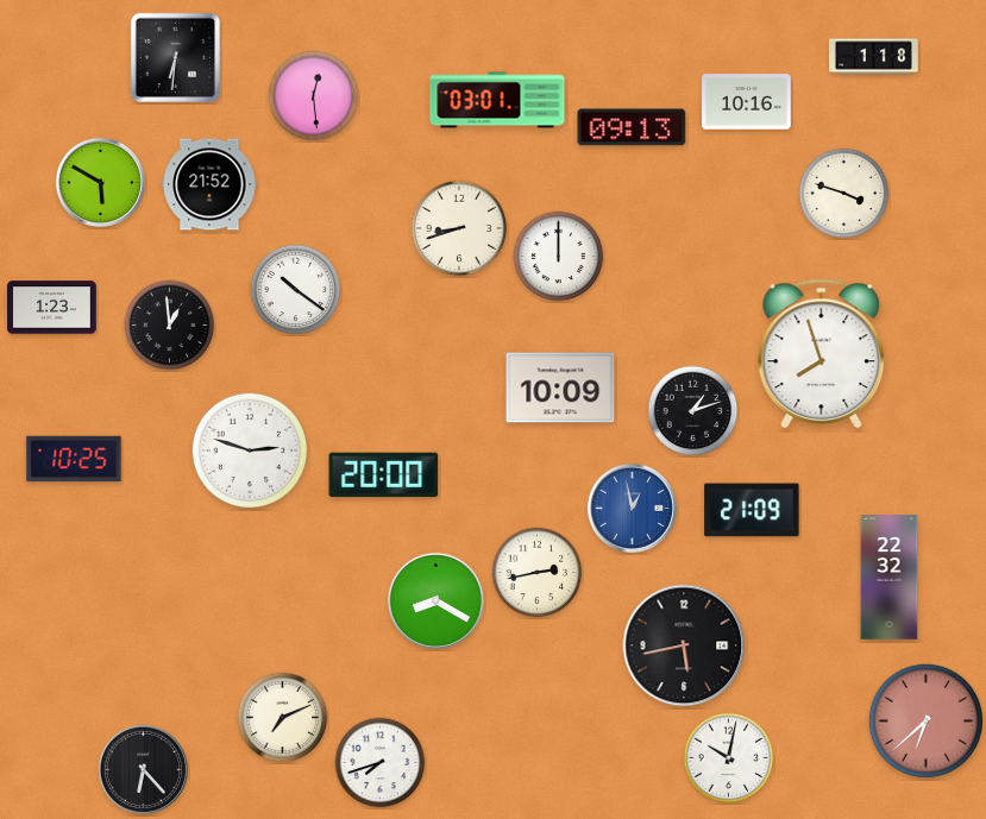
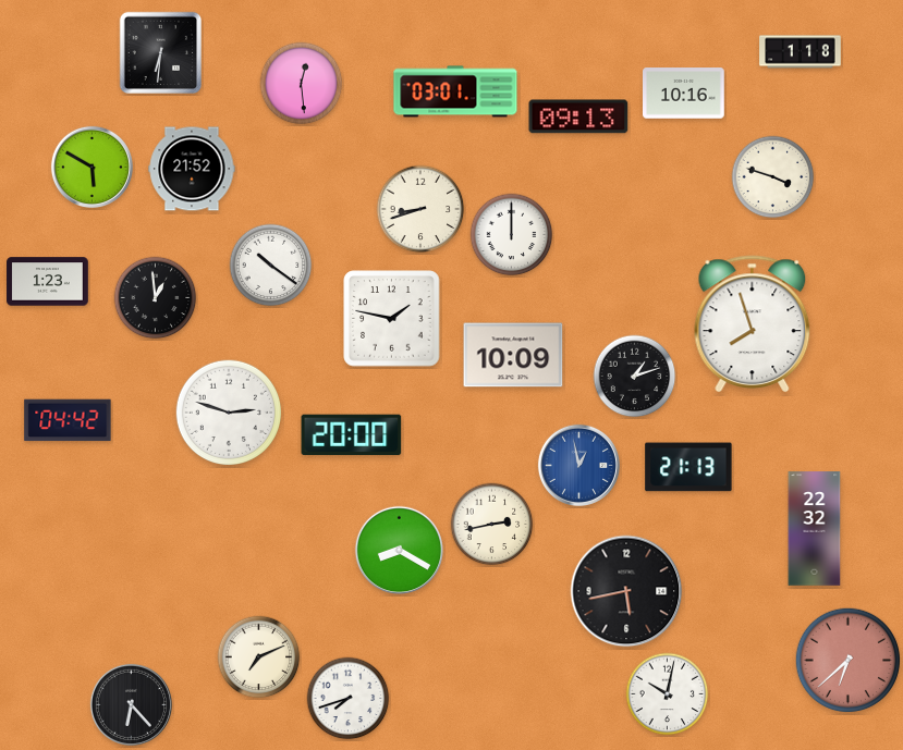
clock at (314, 96) position: (314, 96) -> (302, 84)
clock at (392, 319): none -> 1:47
clock at (74, 459): 10:25 -> 04:42
clock at (752, 510): 21:09 -> 21:13
